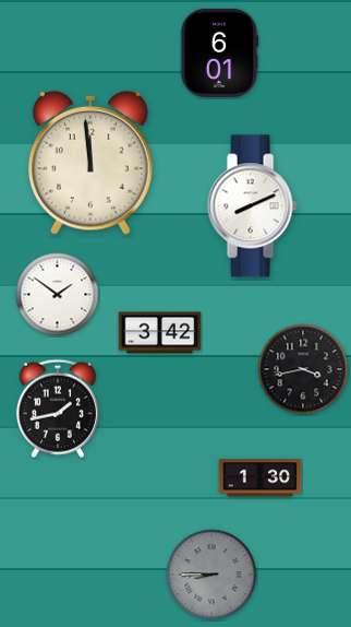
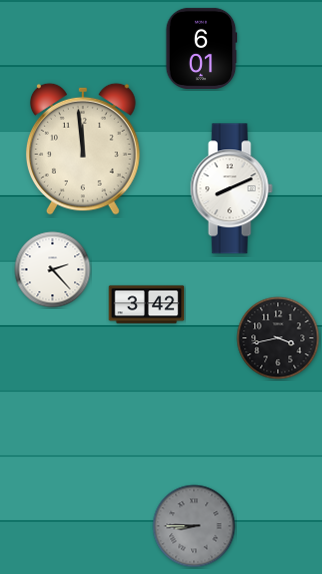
clock at (58, 295): 1:51 -> 2:23
clock at (58, 409): 1:43 -> none
clock at (261, 478): 1:30 -> none
